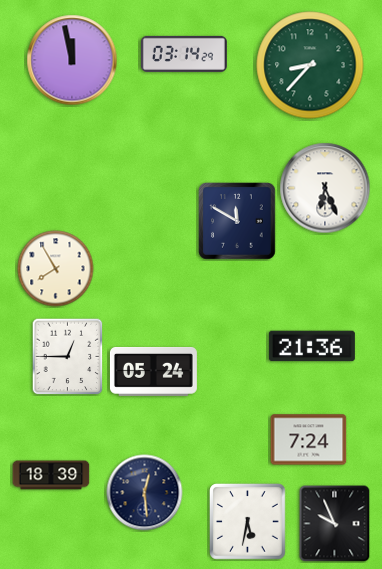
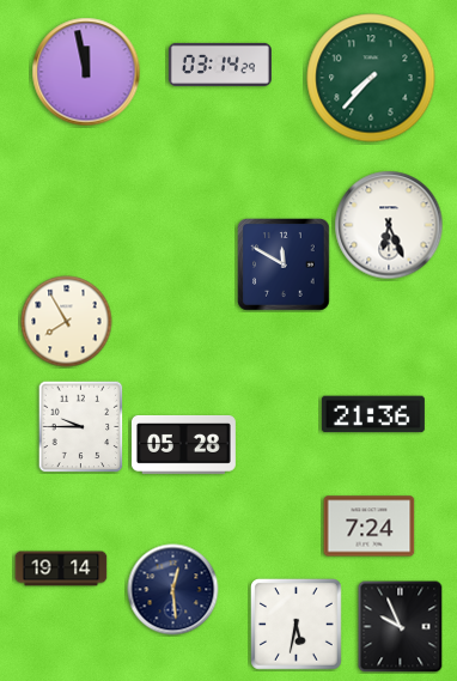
clock at (310, 65): 8:37 -> 7:37
clock at (68, 356): 12:45 -> 9:45
clock at (153, 371): 05:24 -> 05:28
clock at (51, 475): 18:39 -> 19:14
